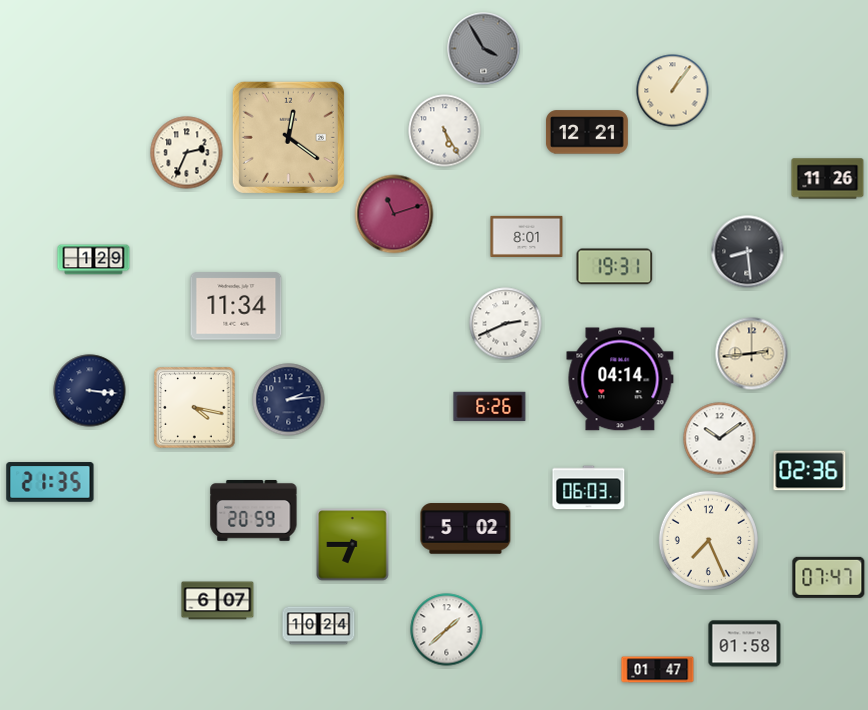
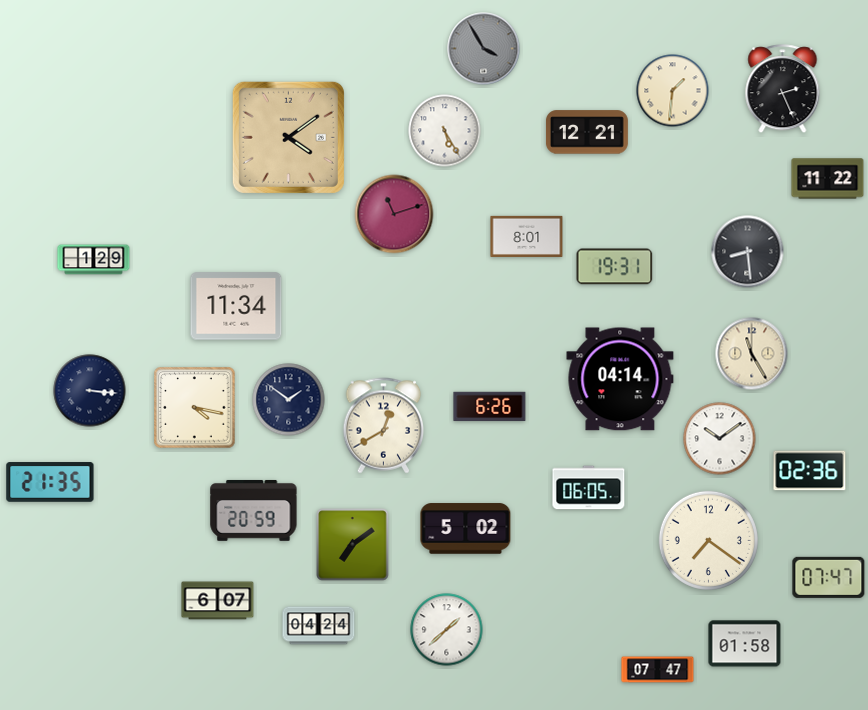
clock at (783, 89): none -> 2:26
clock at (673, 91): 1:06 -> 1:31
clock at (288, 137): 12:21 -> 4:09
clock at (187, 153): 2:34 -> none
clock at (828, 179): 11:26 -> 11:22
clock at (506, 324): 2:41 -> none
clock at (752, 354): 2:44 -> 11:25
clock at (289, 400): 2:14 -> 1:51
clock at (384, 426): none -> 12:40
clock at (589, 488): 06:03 -> 06:05
clock at (708, 540): 7:26 -> 7:21
clock at (353, 545): 6:45 -> 7:09
clock at (319, 626): 10:24 -> 04:24
clock at (658, 670): 01:47 -> 07:47
